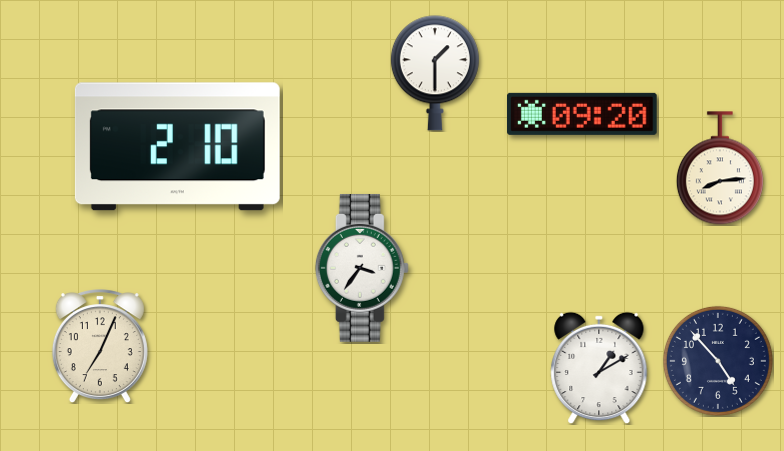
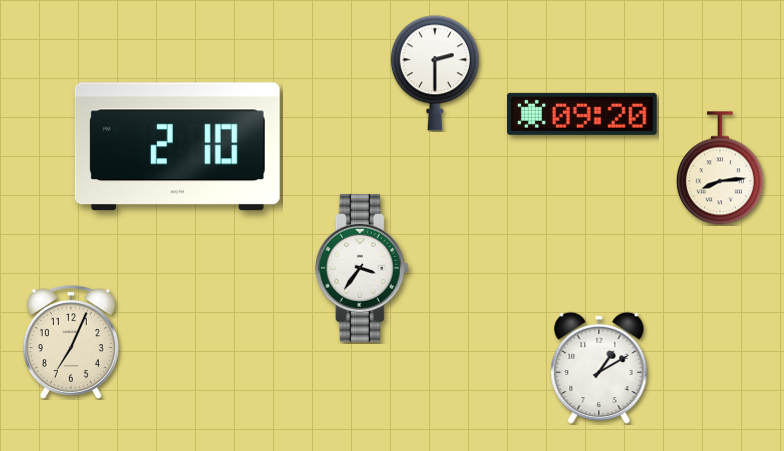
clock at (435, 73): 1:30 -> 2:30
clock at (100, 346) position: (100, 346) -> (71, 342)
clock at (718, 361): 4:53 -> none
